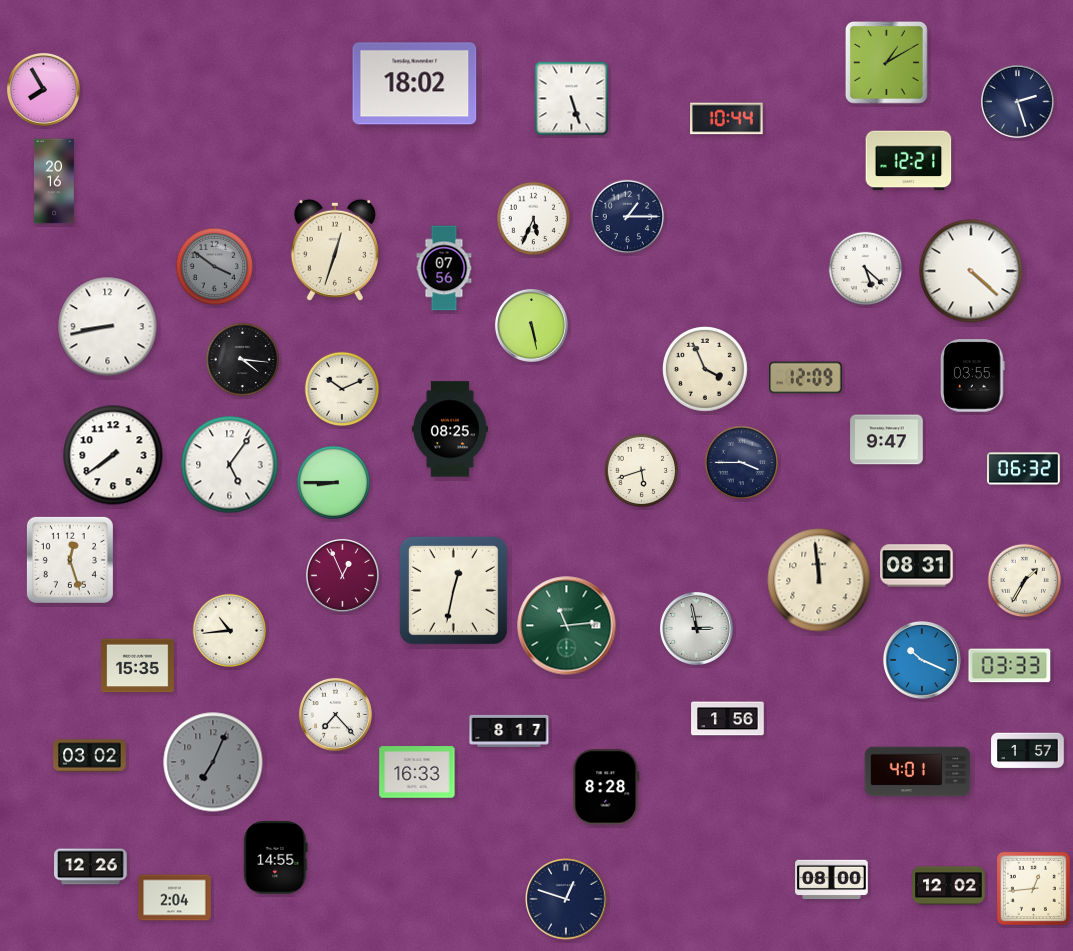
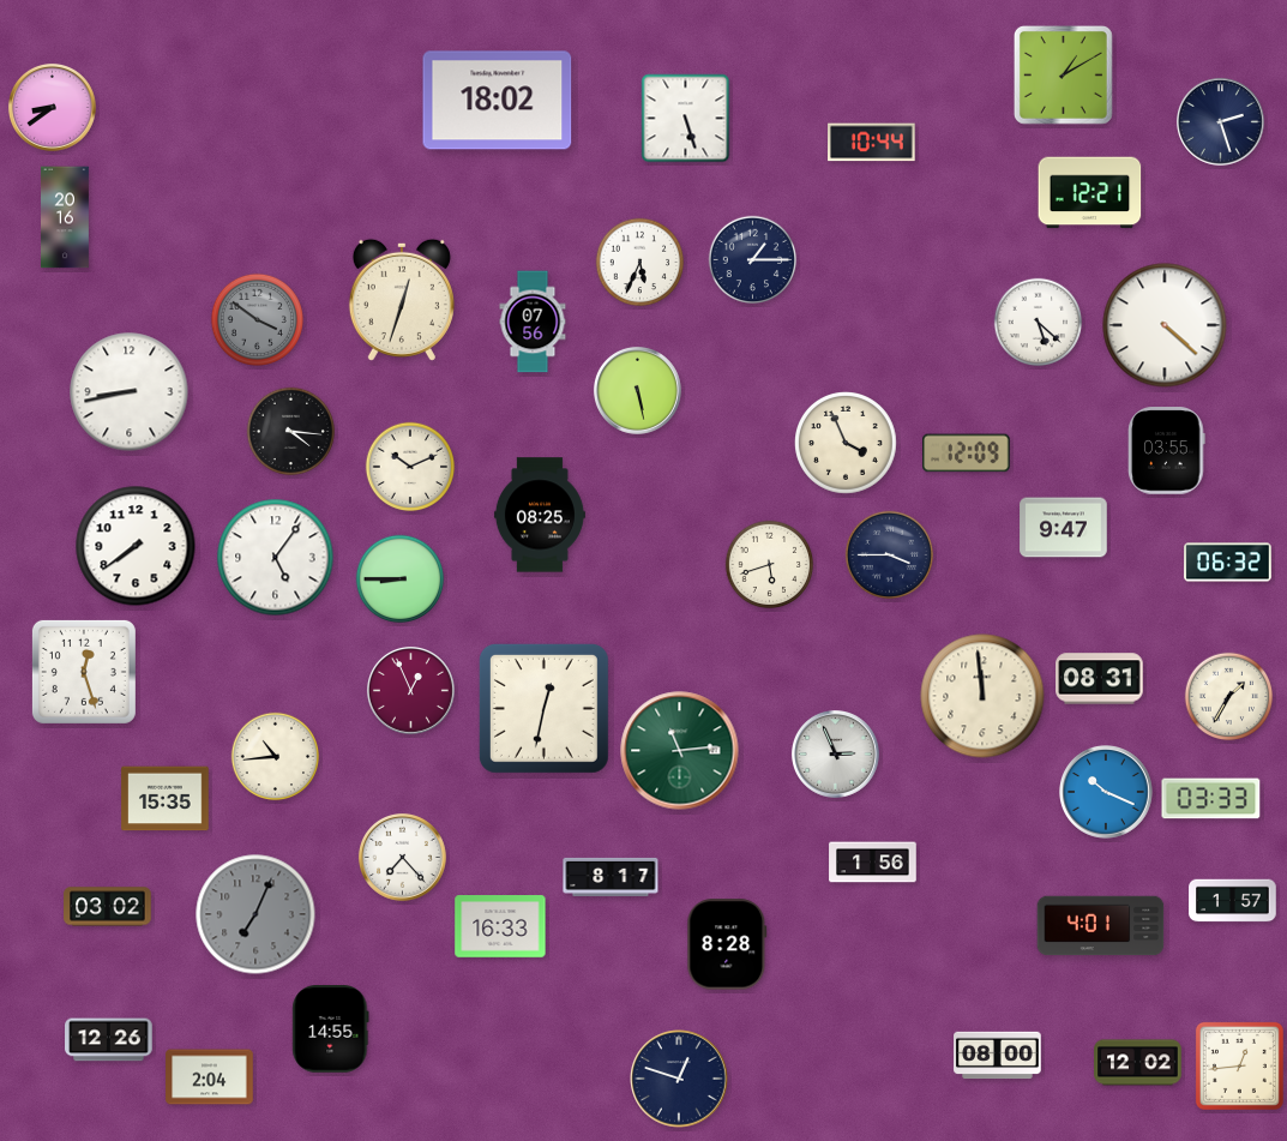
clock at (43, 89): 7:55 -> 8:39
clock at (696, 628): 2:58 -> 2:56
